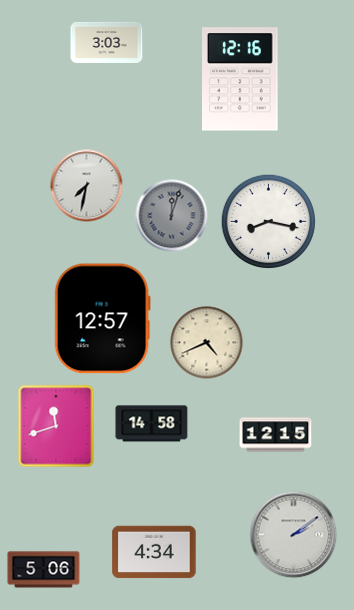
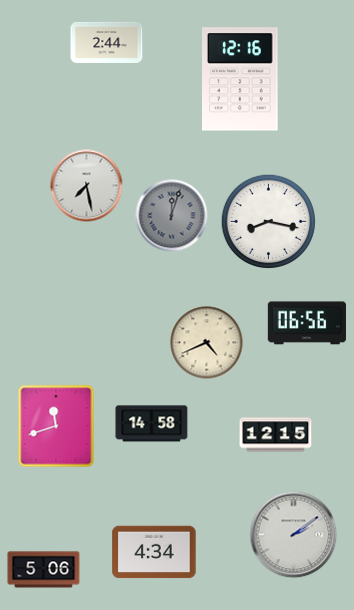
clock at (107, 42): 3:03 -> 2:44
clock at (87, 186): 7:32 -> 7:28
clock at (102, 319): 12:57 -> none
clock at (307, 323): none -> 06:56
